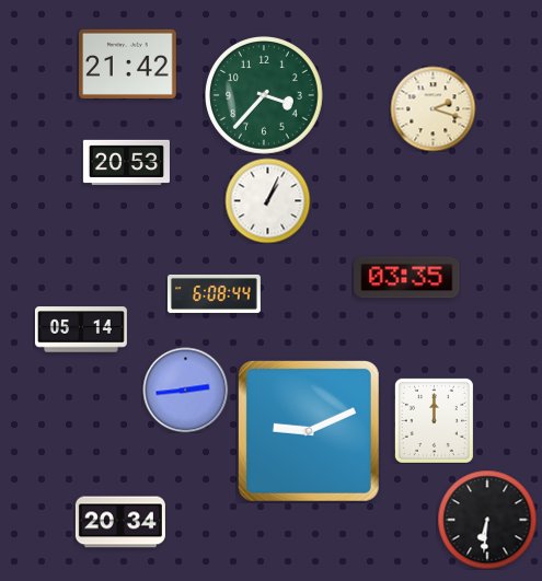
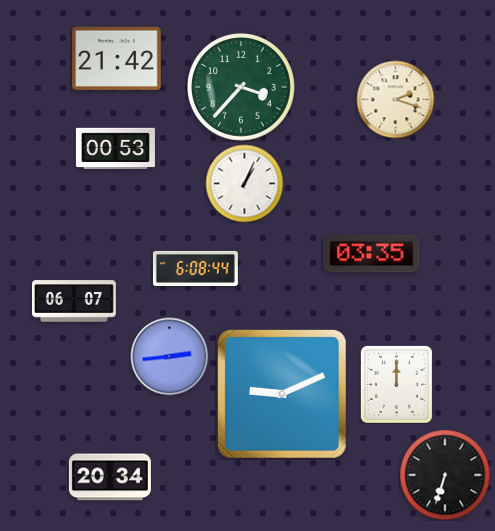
clock at (126, 163): 20:53 -> 00:53
clock at (81, 329): 05:14 -> 06:07
clock at (487, 520): 6:31 -> 6:33
